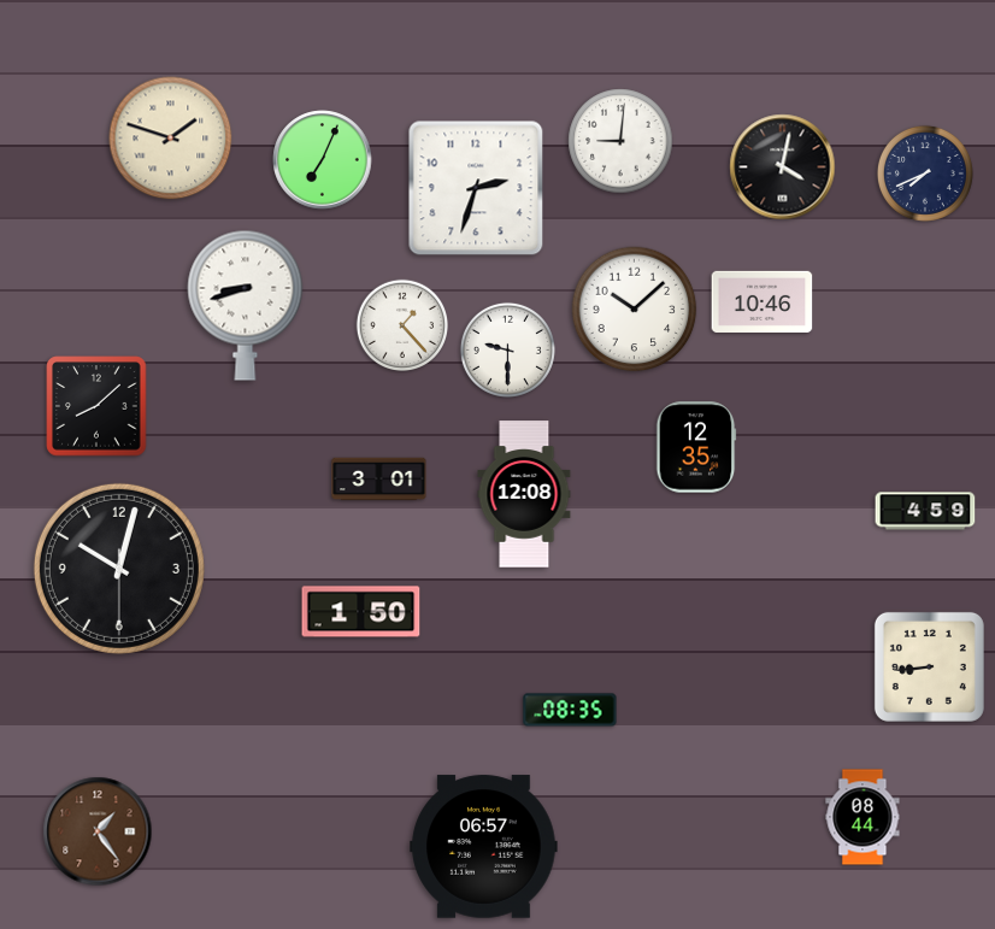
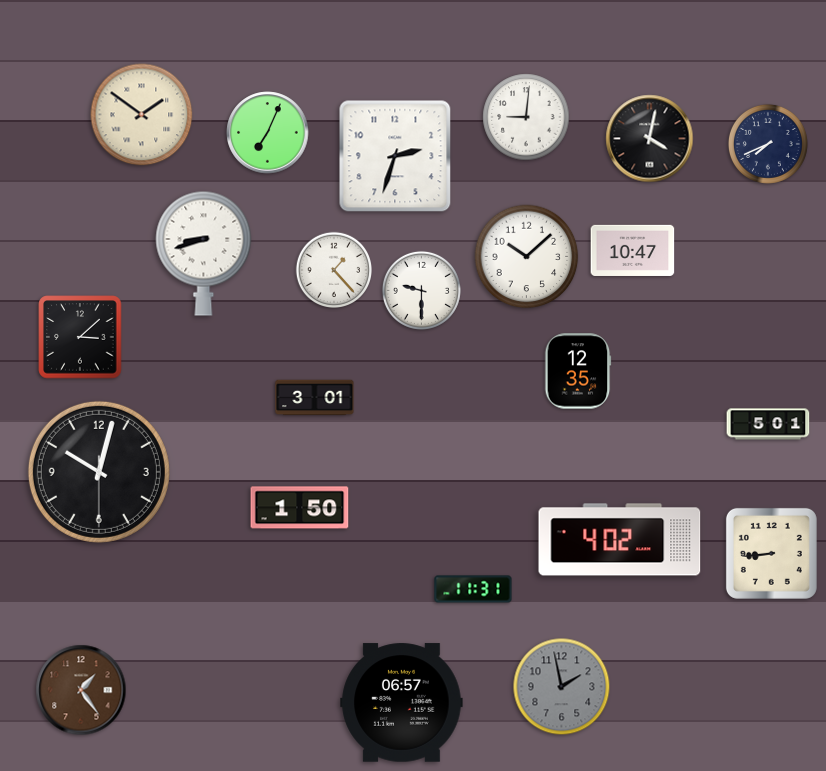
clock at (171, 139): 1:48 -> 1:51
clock at (620, 141) position: (620, 141) -> (526, 117)
clock at (763, 301): 10:46 -> 10:47
clock at (96, 406): 8:08 -> 3:08
clock at (524, 494): 12:08 -> none
clock at (925, 511): 4:59 -> 5:01
clock at (620, 540): none -> 4:02
clock at (570, 710): 08:35 -> 11:31
clock at (862, 817): 08:44 -> none
clock at (562, 687): none -> 1:58
